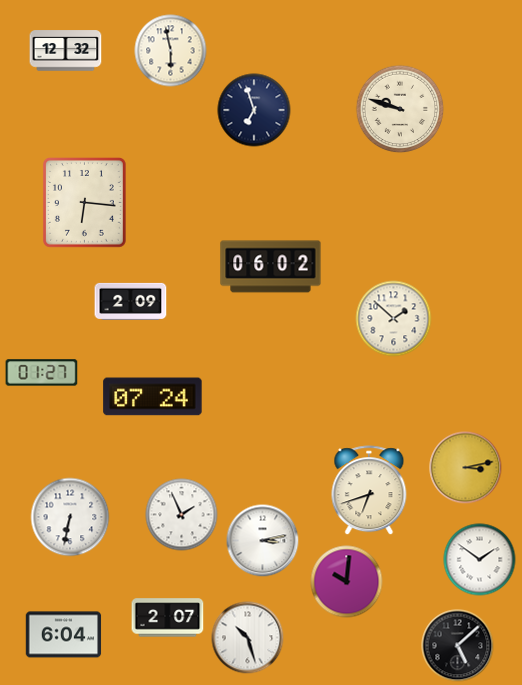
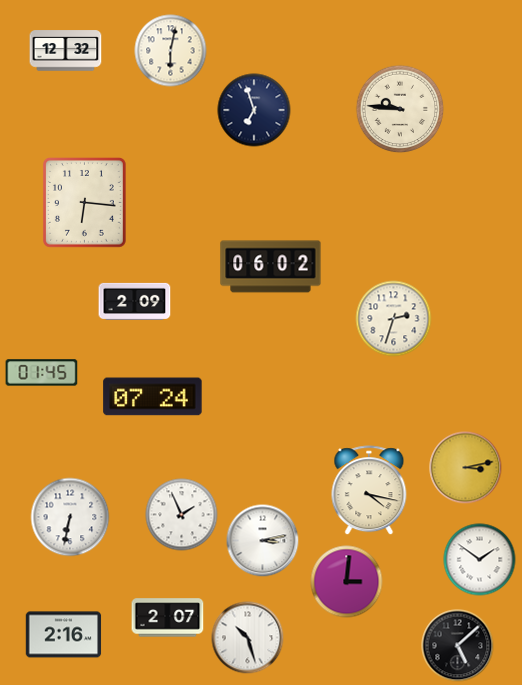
clock at (171, 51): 5:58 -> 6:02
clock at (400, 109): 9:48 -> 9:46
clock at (131, 301) position: (131, 301) -> (135, 301)
clock at (394, 319): 1:52 -> 2:33
clock at (42, 373): 01:27 -> 01:45
clock at (369, 491): 6:42 -> 4:17
clock at (347, 582): 10:01 -> 3:01
clock at (64, 635): 6:04 -> 2:16
